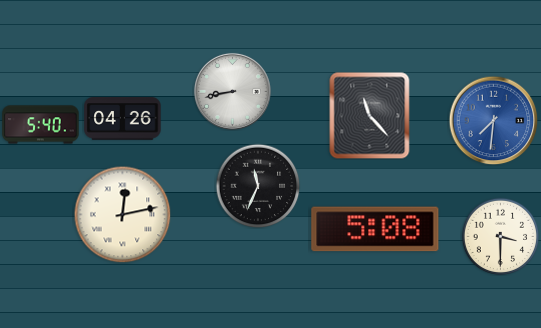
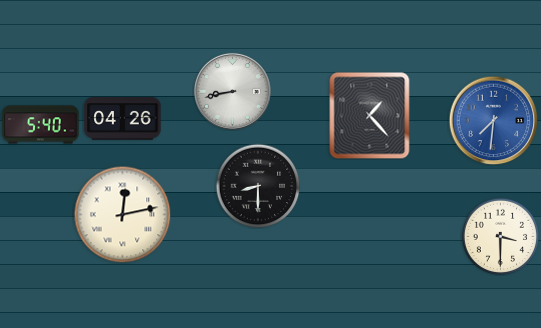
clock at (370, 115): 11:23 -> 1:23
clock at (258, 186): 11:34 -> 8:30
clock at (375, 229): 5:08 -> none
